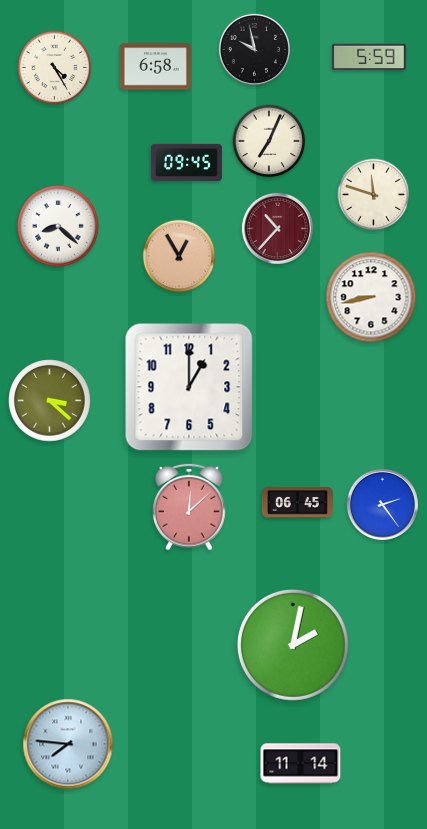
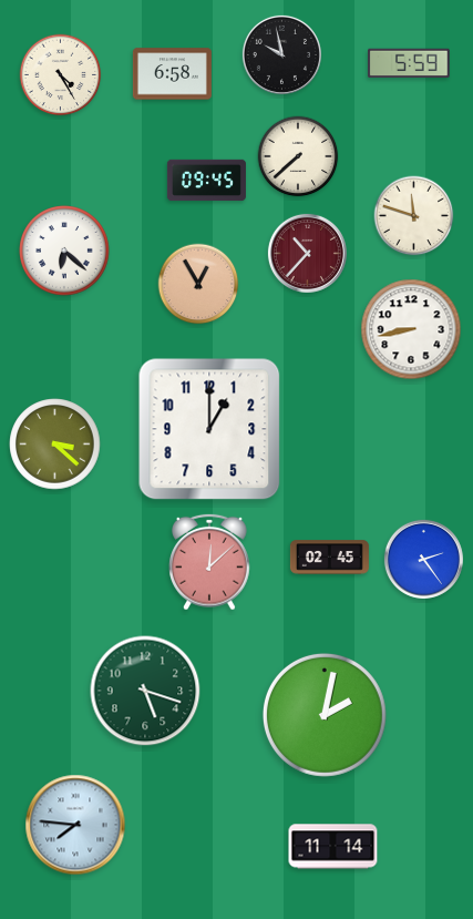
clock at (269, 141): 7:04 -> 7:38
clock at (59, 227): 8:22 -> 6:22
clock at (297, 503): 06:45 -> 02:45
clock at (145, 691): none -> 5:18
